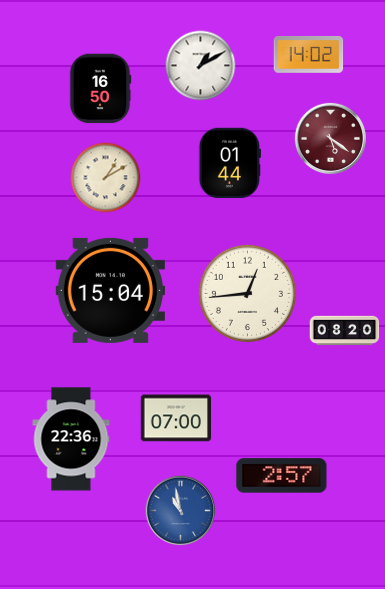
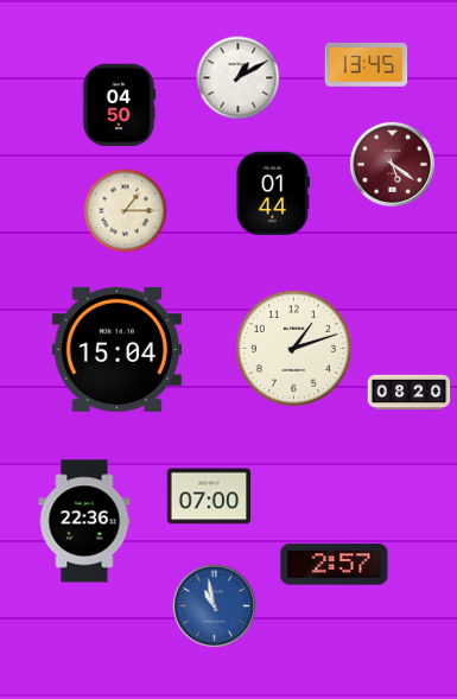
clock at (309, 54): 14:02 -> 13:45
clock at (100, 89): 16:50 -> 04:50
clock at (106, 178): 1:10 -> 1:15
clock at (110, 290) position: (110, 290) -> (116, 349)
clock at (247, 293): 12:44 -> 1:12
